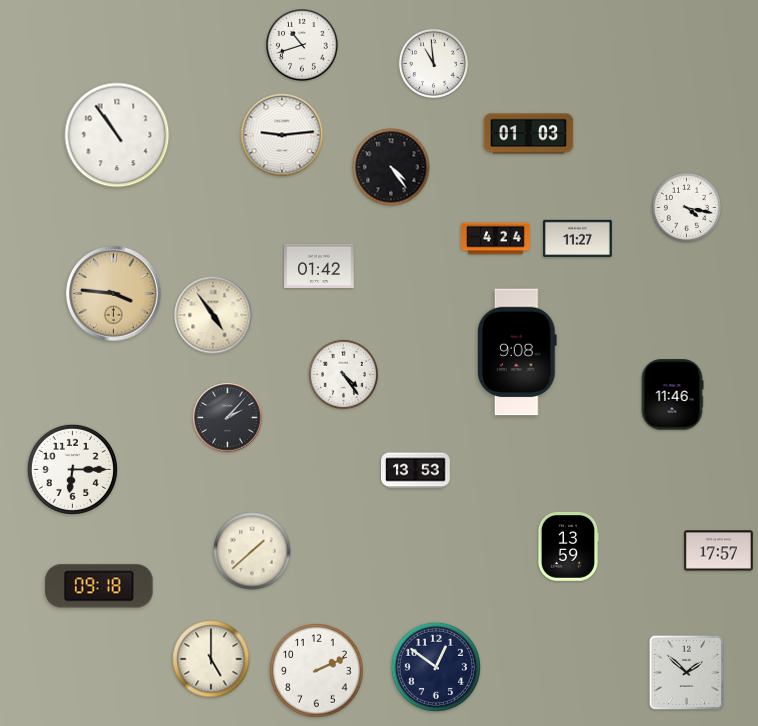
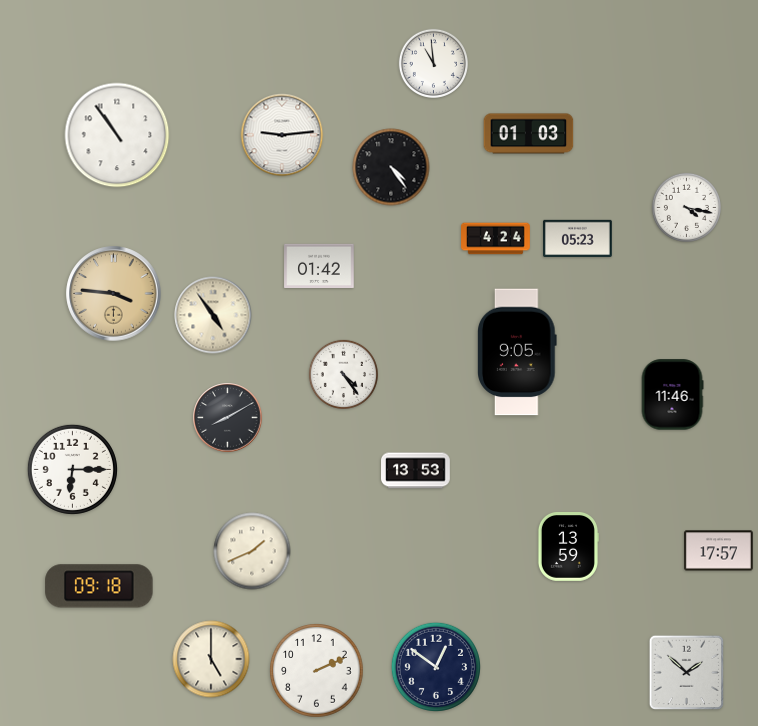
clock at (303, 46): 10:42 -> none
clock at (578, 238): 11:27 -> 05:23
clock at (518, 352): 9:08 -> 9:05
clock at (228, 418): 2:07 -> 8:10
clock at (252, 551): 1:38 -> 1:41
